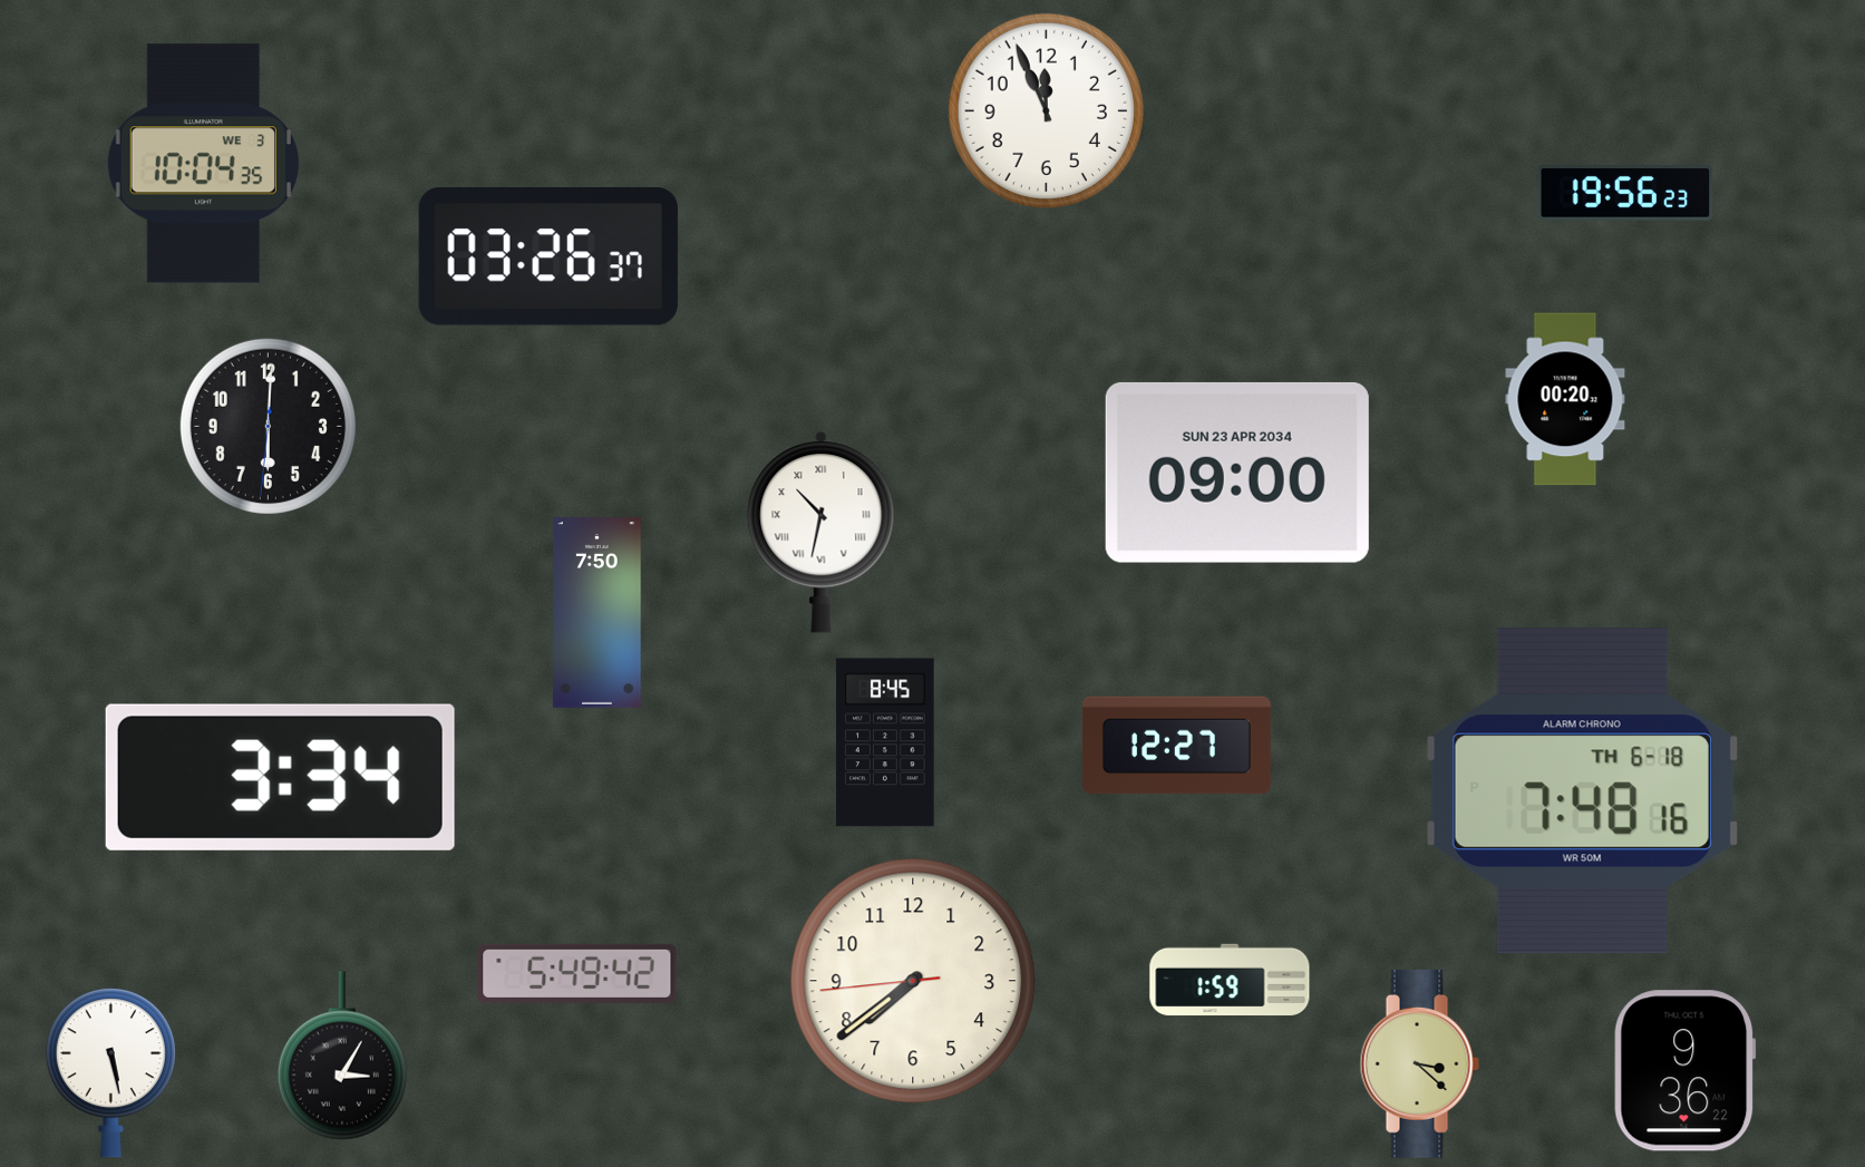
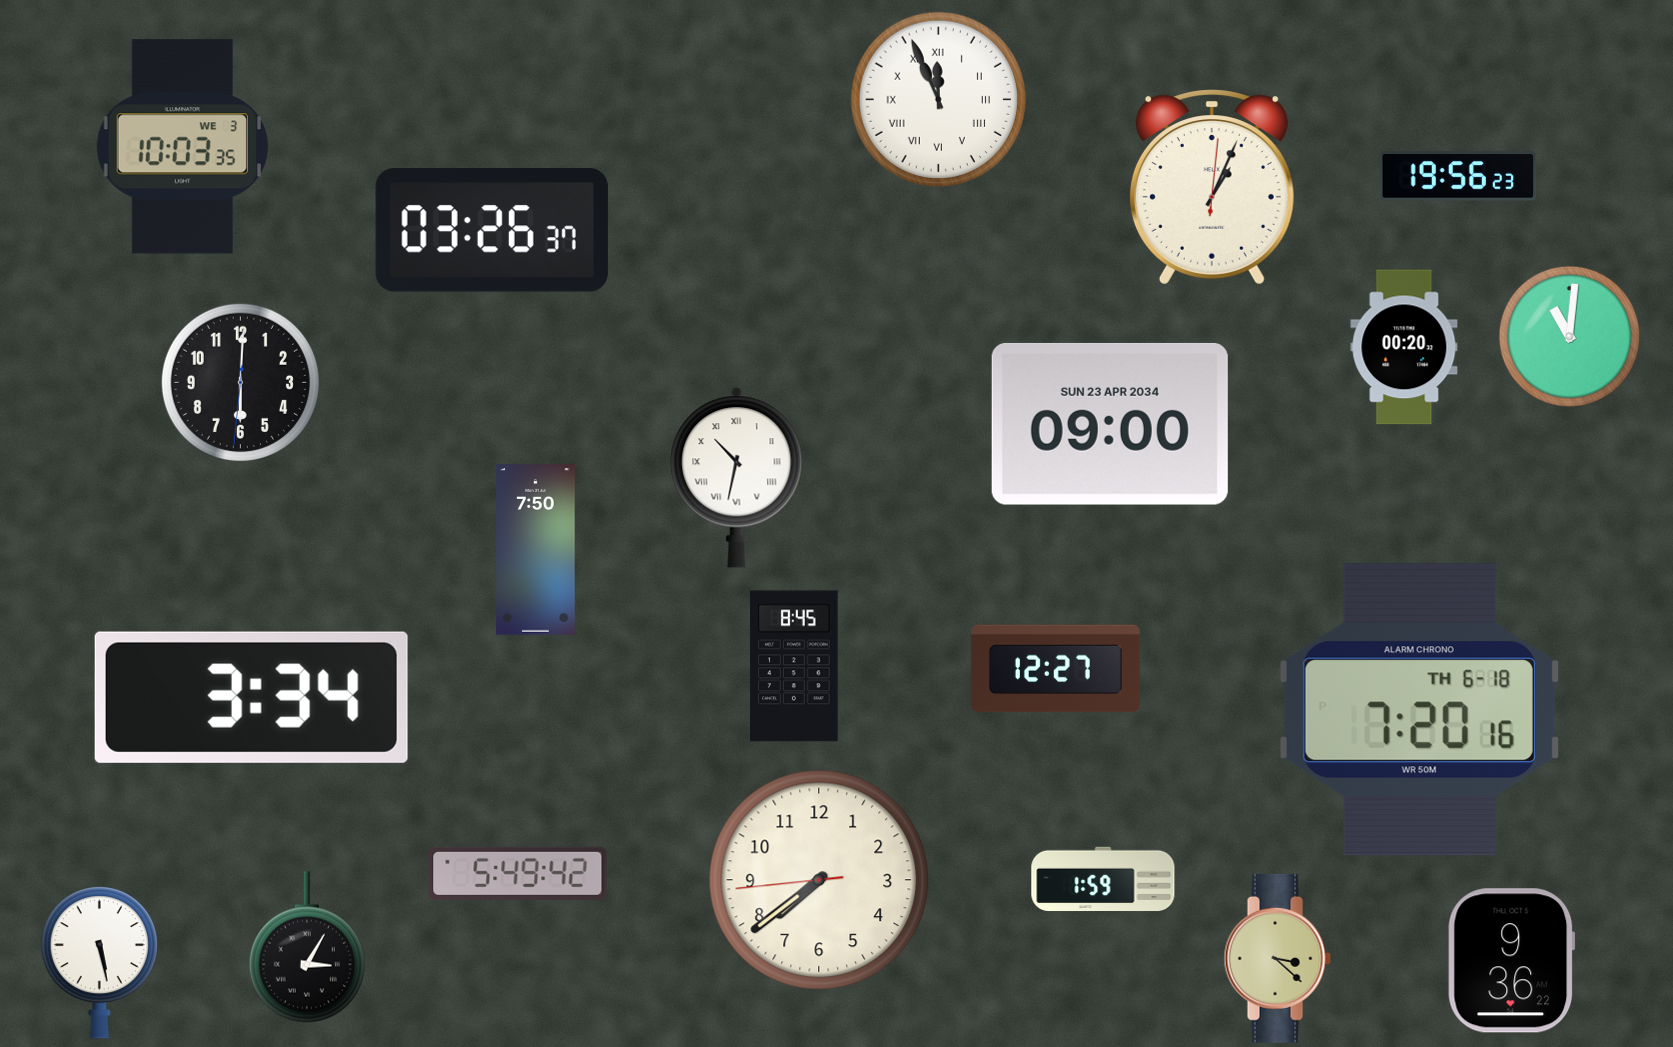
clock at (1046, 110) numerals: Arabic -> Roman
clock at (203, 164): 10:04 -> 10:03
clock at (1625, 193) position: (1625, 193) -> (1458, 176)
clock at (1212, 187): none -> 1:04
clock at (1569, 336): none -> 11:01
clock at (1565, 399) position: (1565, 399) -> (1404, 347)
clock at (1582, 791): 7:48 -> 7:20
clock at (1419, 1063) position: (1419, 1063) -> (1277, 958)
